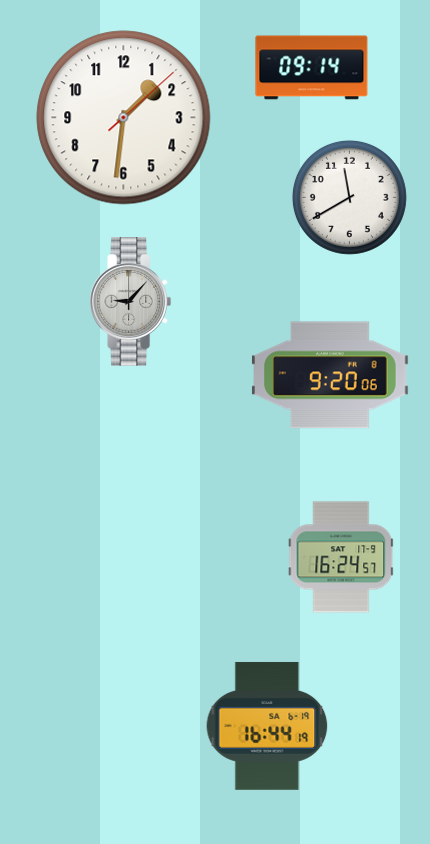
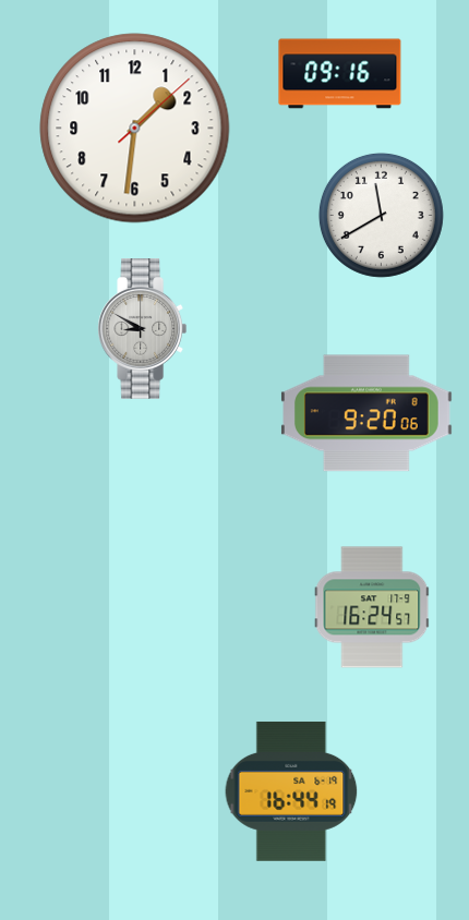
clock at (312, 68): 09:14 -> 09:16
clock at (131, 302): 9:07 -> 8:50
clock at (331, 375) position: (331, 375) -> (368, 413)
